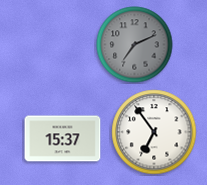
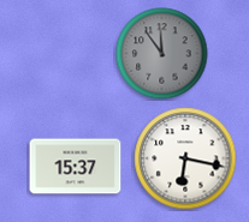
clock at (135, 45): 7:11 -> 11:54
clock at (154, 132): 6:54 -> 6:17
